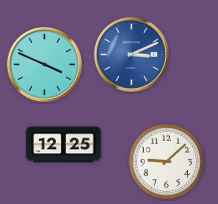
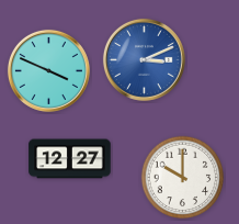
clock at (64, 145): 12:25 -> 12:27
clock at (167, 162): 9:08 -> 10:00
